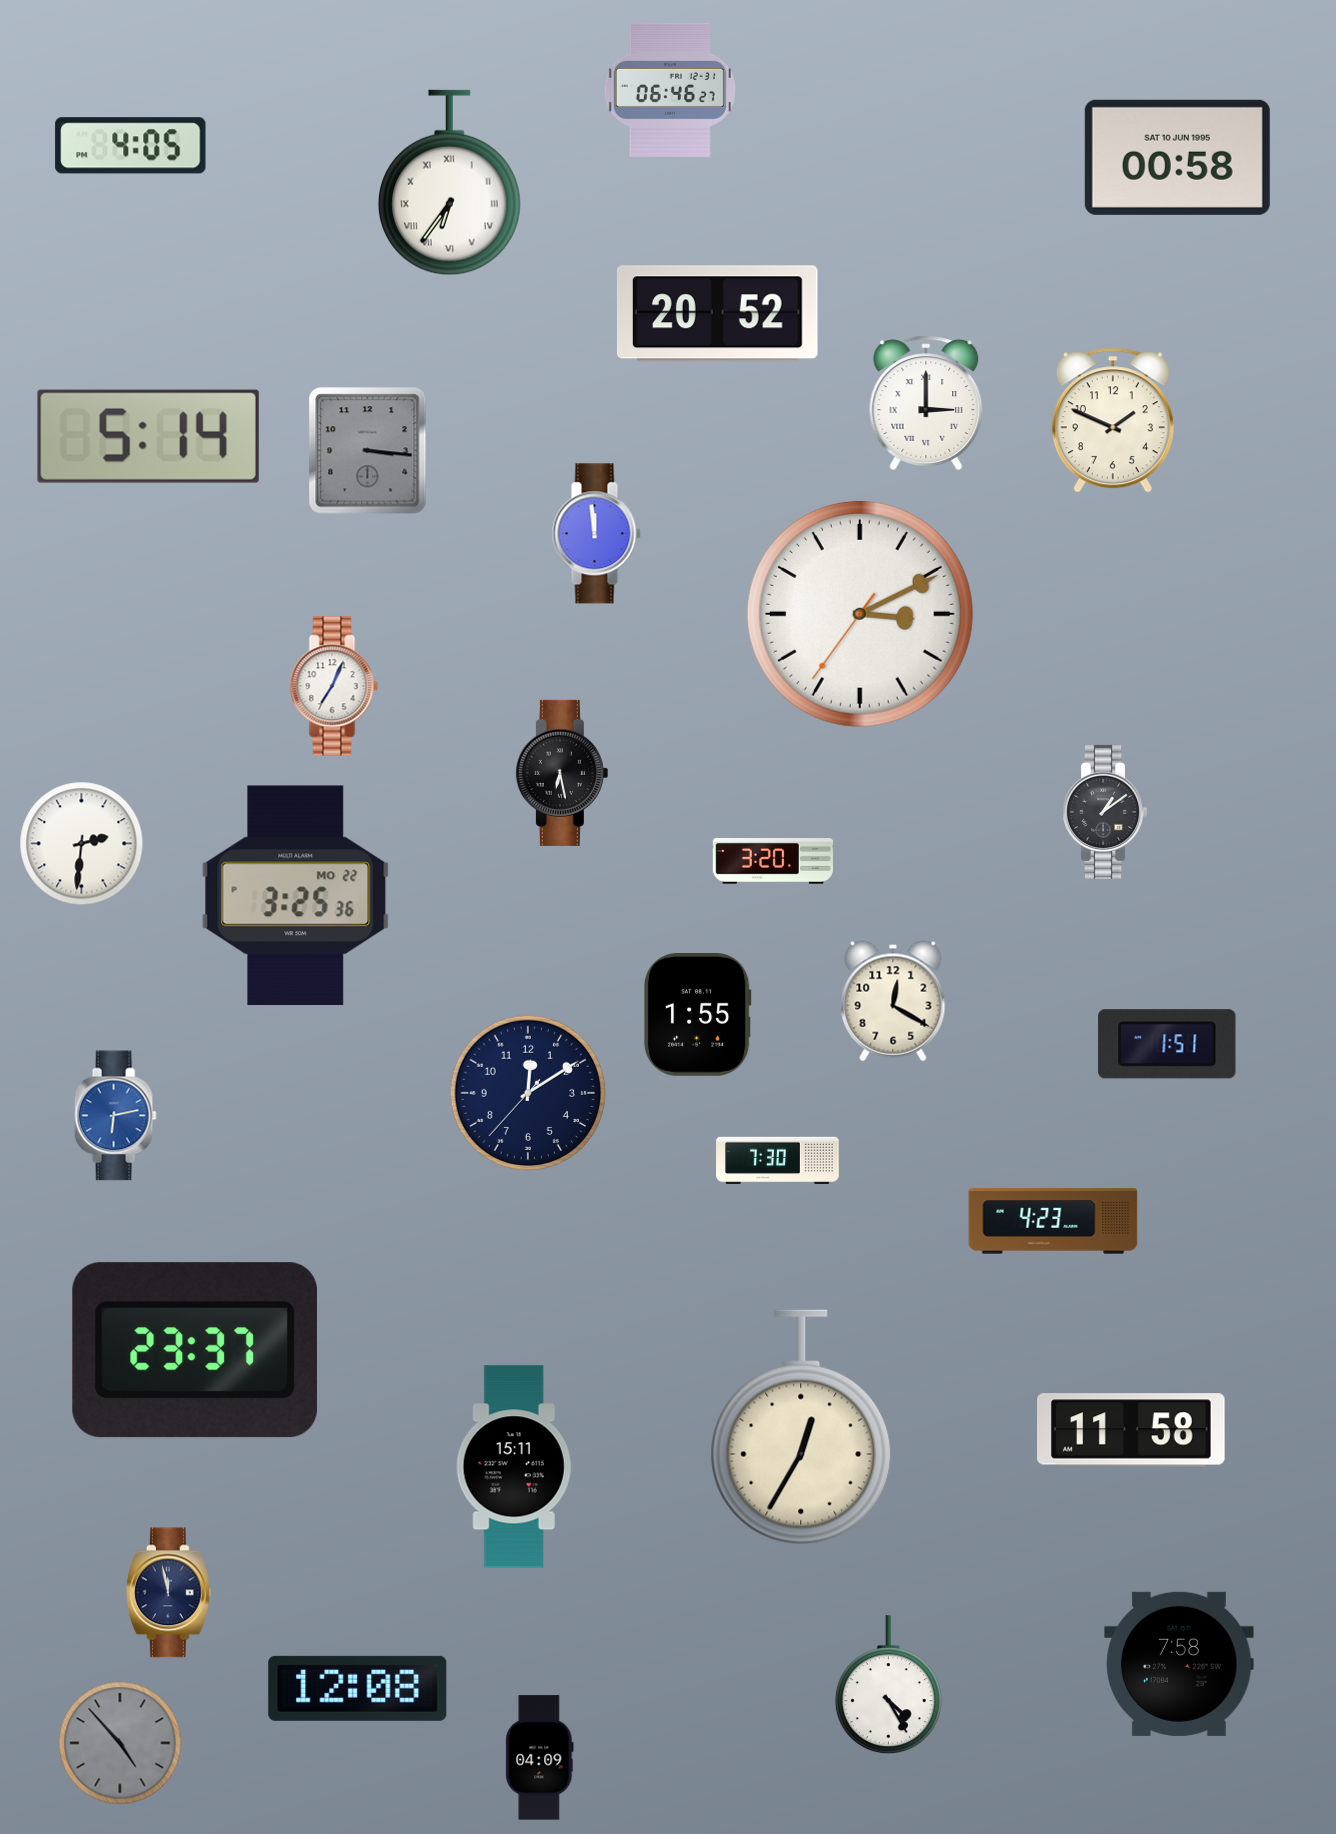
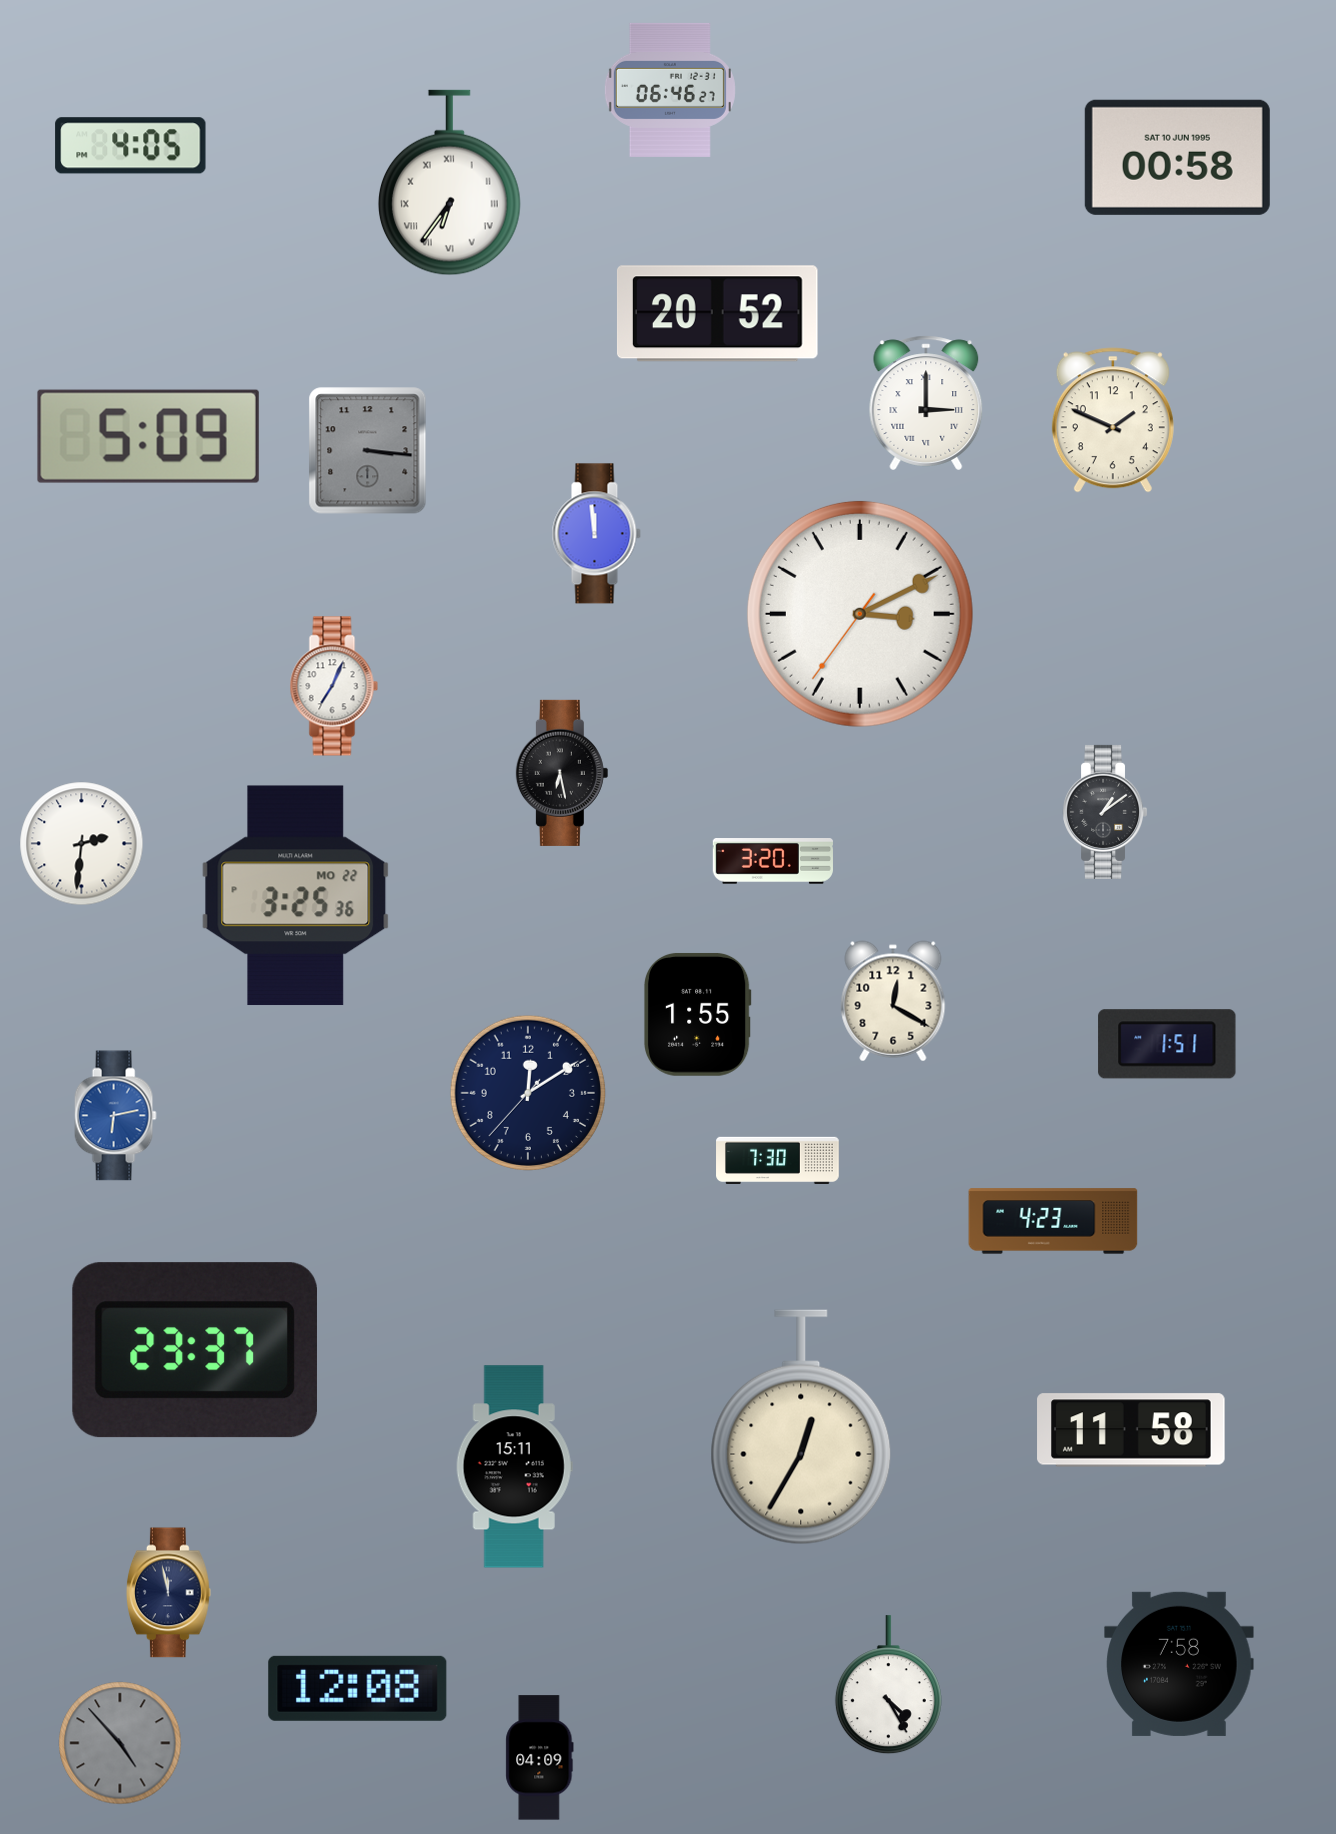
clock at (148, 436): 5:14 -> 5:09
